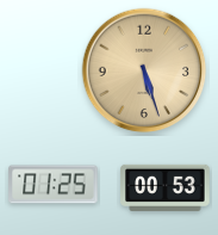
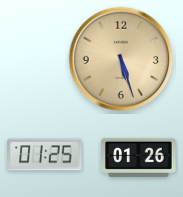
clock at (166, 187): 00:53 -> 01:26
